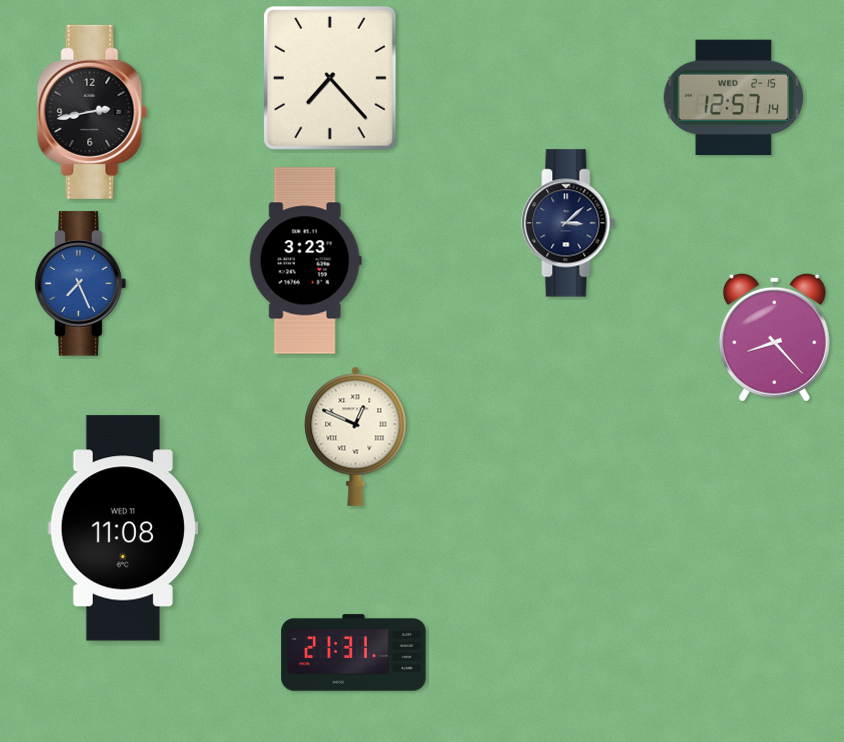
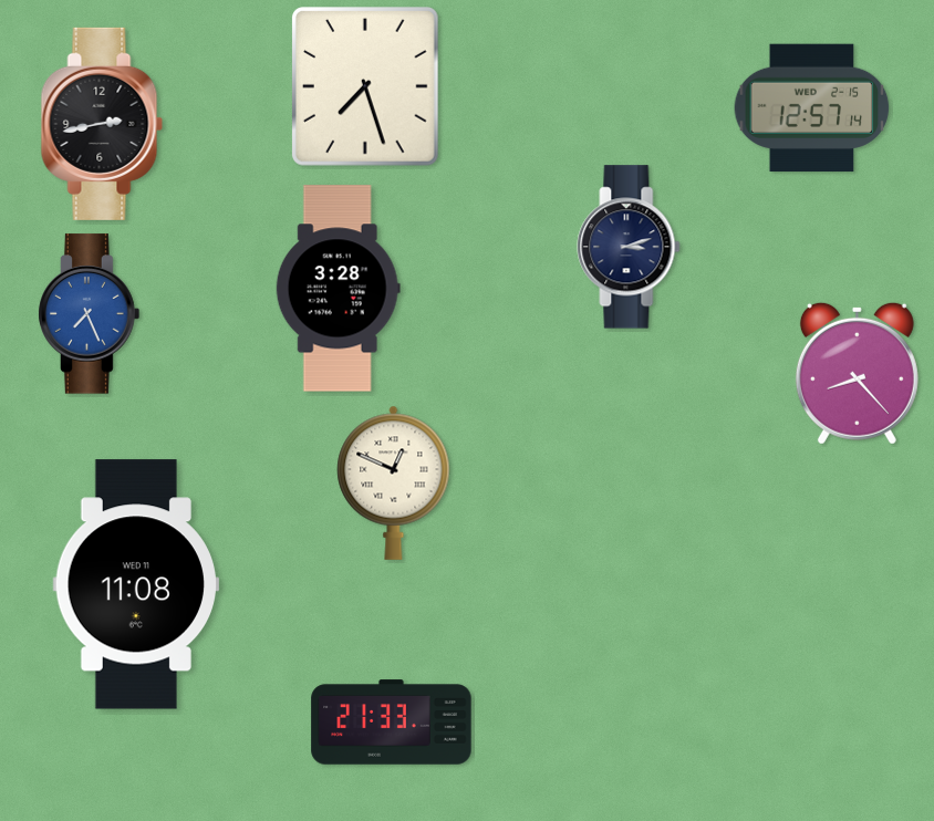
clock at (331, 79): 7:23 -> 7:27
clock at (568, 223): 3:08 -> 3:12
clock at (305, 261): 3:23 -> 3:28
clock at (354, 653): 21:31 -> 21:33
